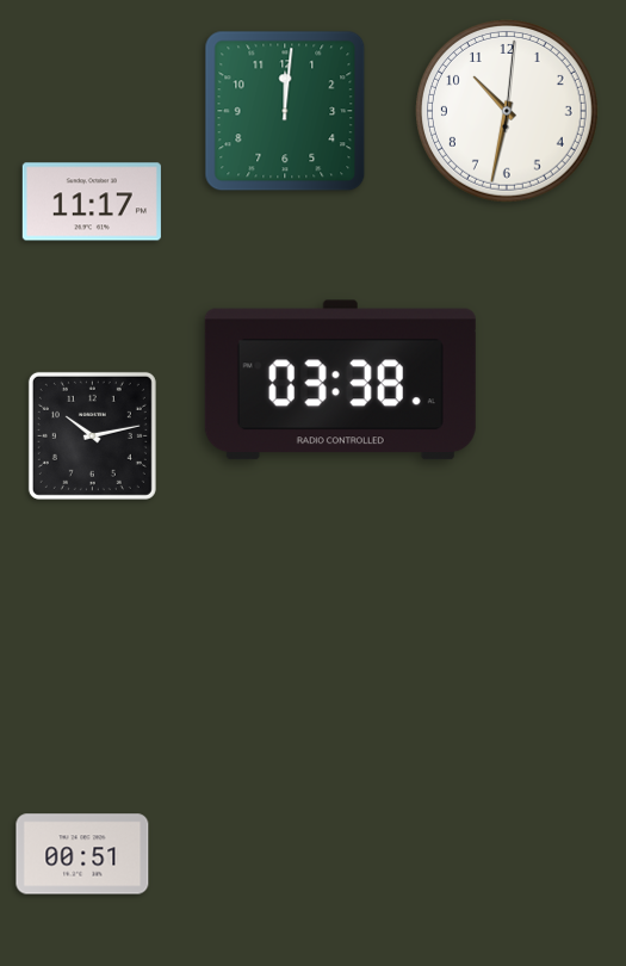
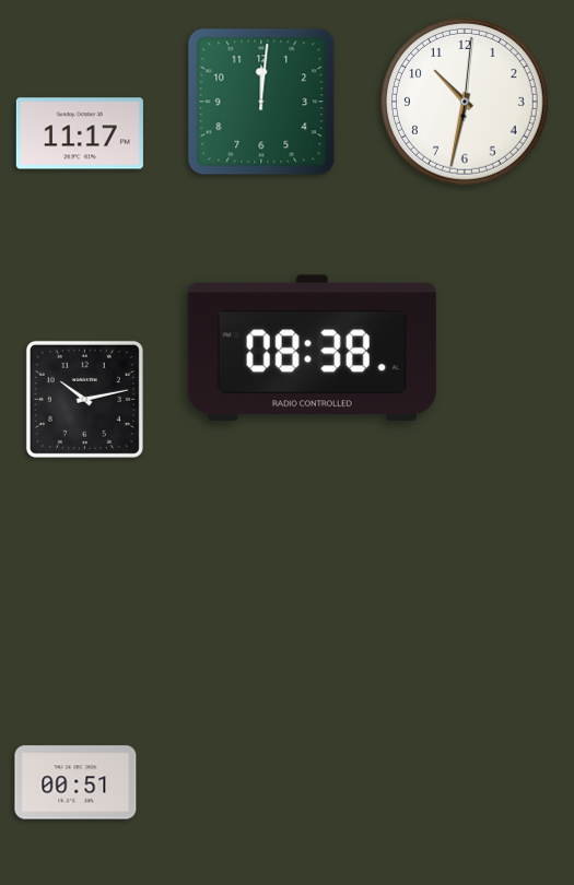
clock at (92, 202) position: (92, 202) -> (80, 133)
clock at (340, 380): 03:38 -> 08:38
